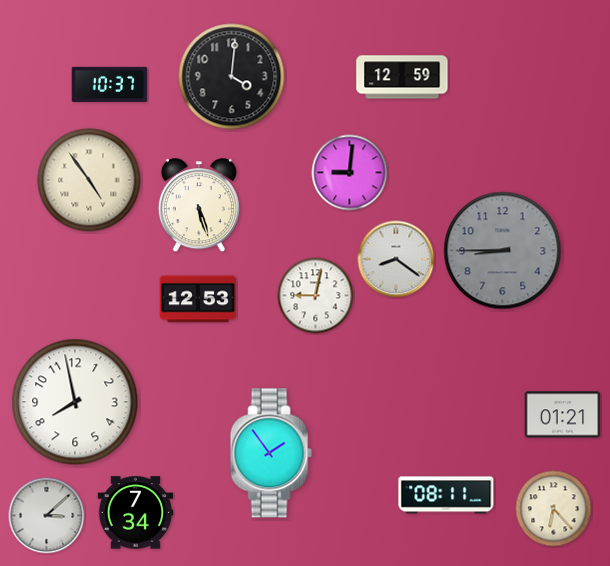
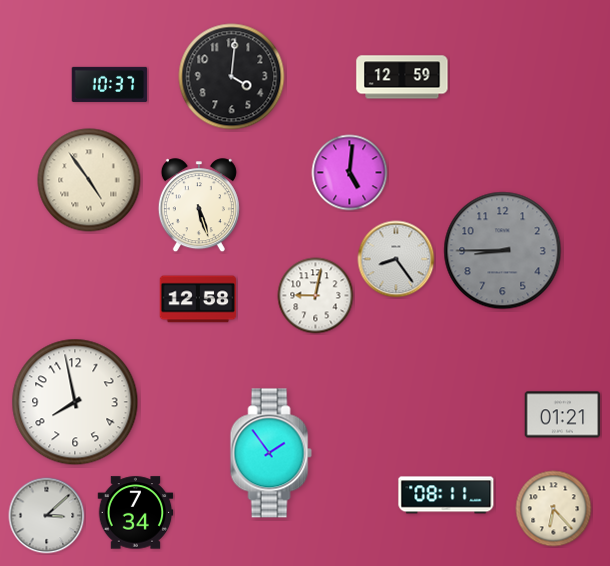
clock at (350, 173): 9:01 -> 5:01
clock at (396, 259): 8:21 -> 8:24
clock at (198, 299): 12:53 -> 12:58
